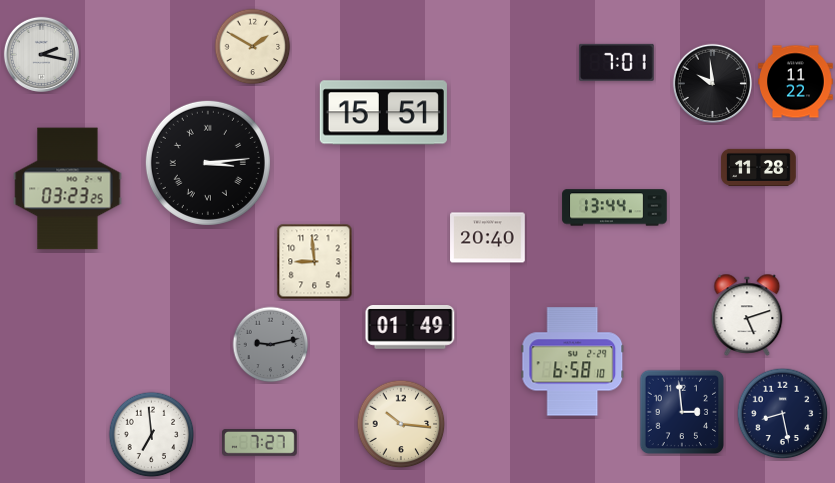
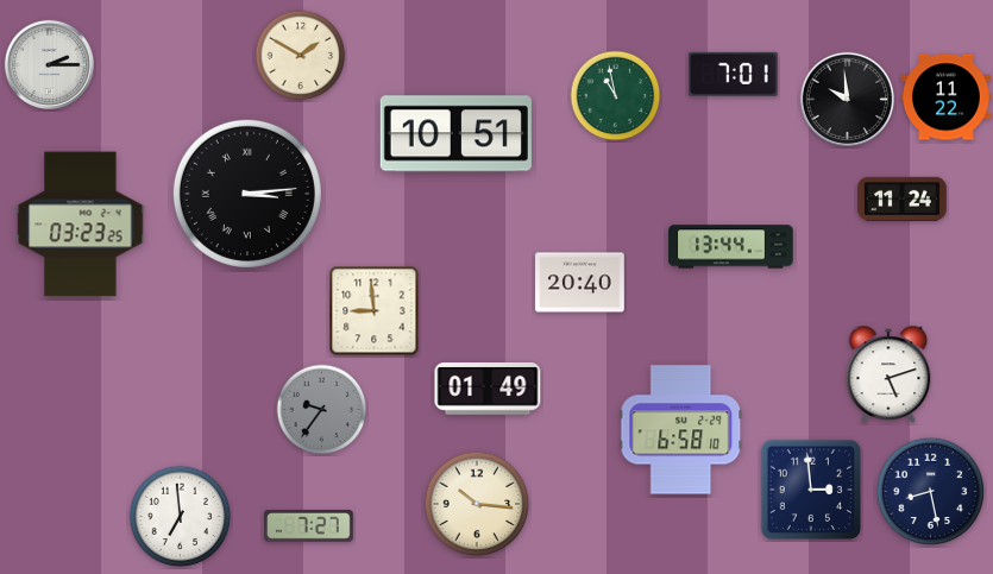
clock at (41, 54): 2:17 -> 2:15
clock at (616, 96): none -> 10:58
clock at (383, 113): 15:51 -> 10:51
clock at (759, 167): 11:28 -> 11:24
clock at (271, 345): 9:13 -> 9:36
